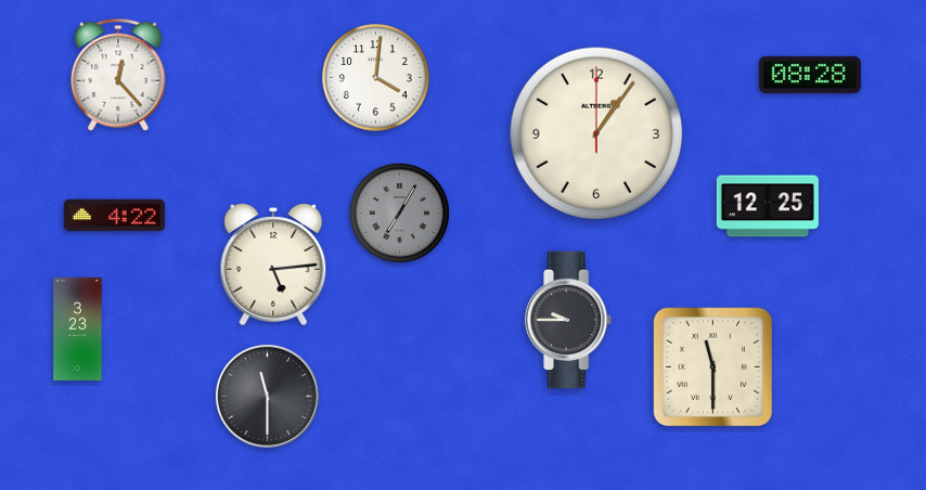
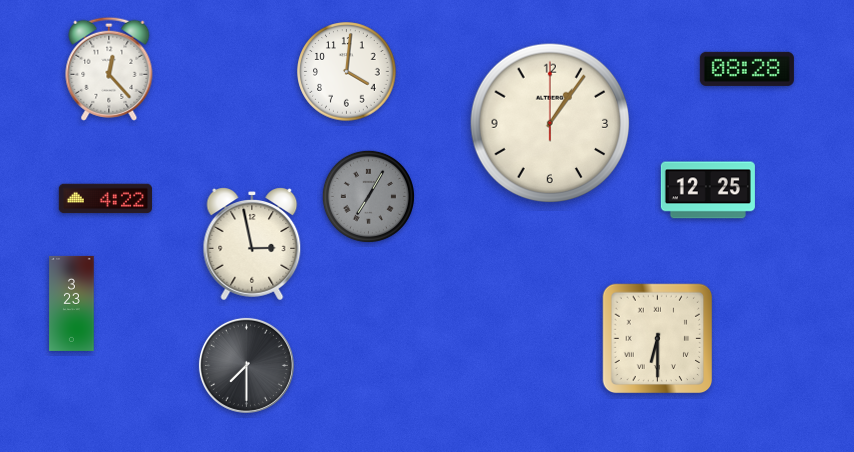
clock at (273, 265): 5:14 -> 2:58
clock at (569, 320): 9:45 -> none
clock at (713, 367): 11:30 -> 6:30
clock at (267, 396): 11:30 -> 7:30
